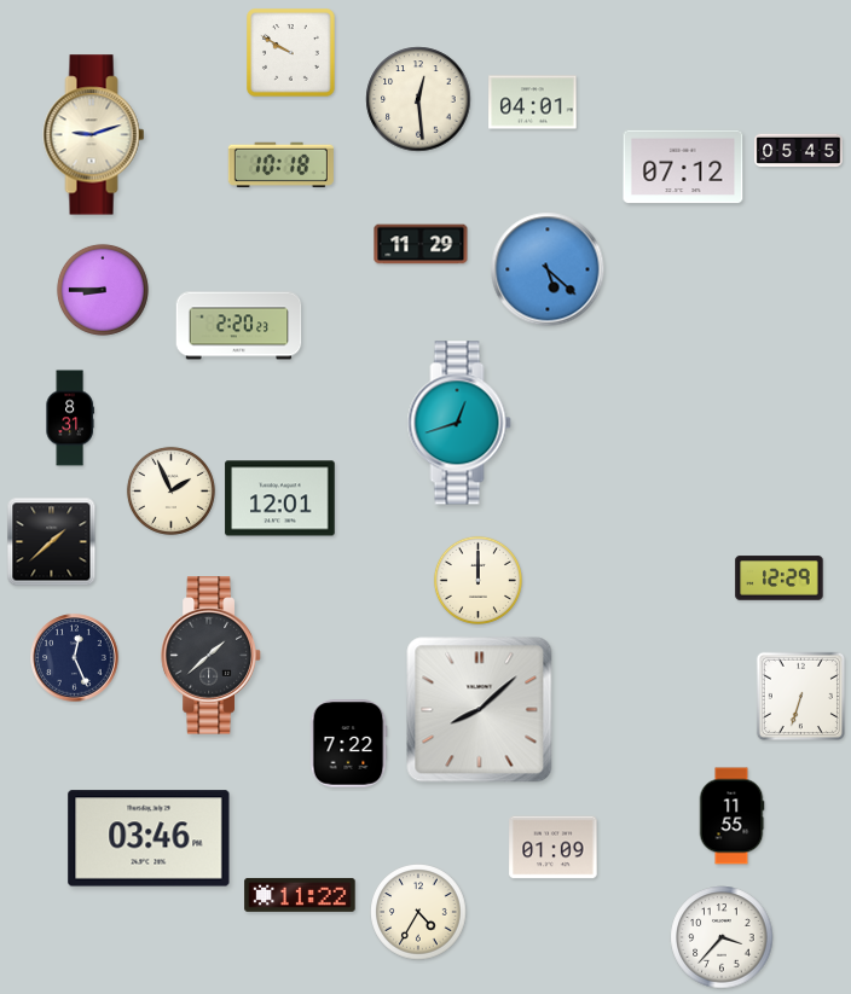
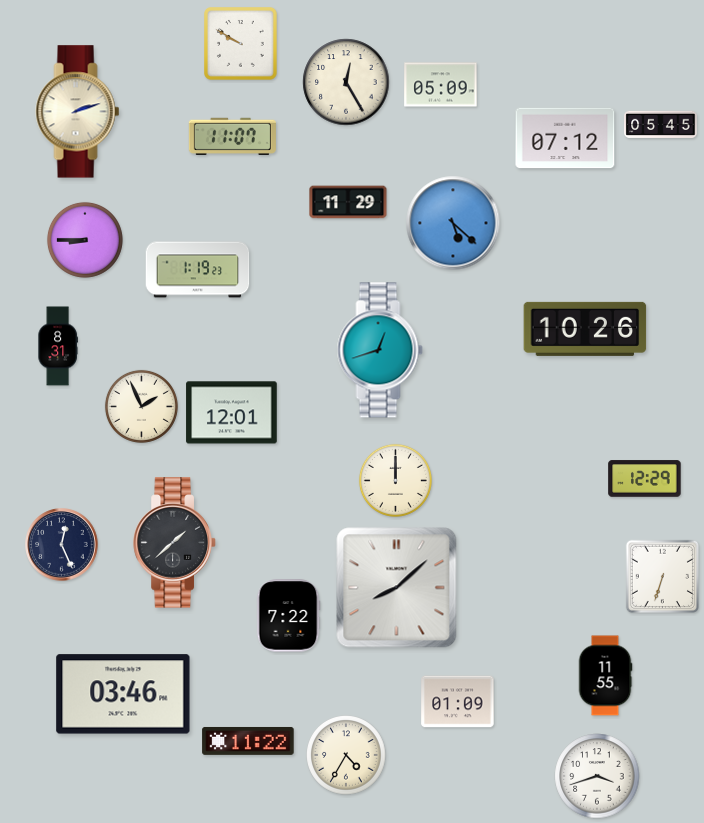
clock at (418, 99): 12:29 -> 12:25
clock at (533, 103): 04:01 -> 05:09
clock at (94, 135): 9:12 -> 2:12
clock at (280, 164): 10:18 -> 11:07
clock at (239, 326): 2:20 -> 1:19
clock at (585, 329): none -> 10:26
clock at (52, 542): 1:38 -> none
clock at (722, 937): 3:37 -> 3:42
